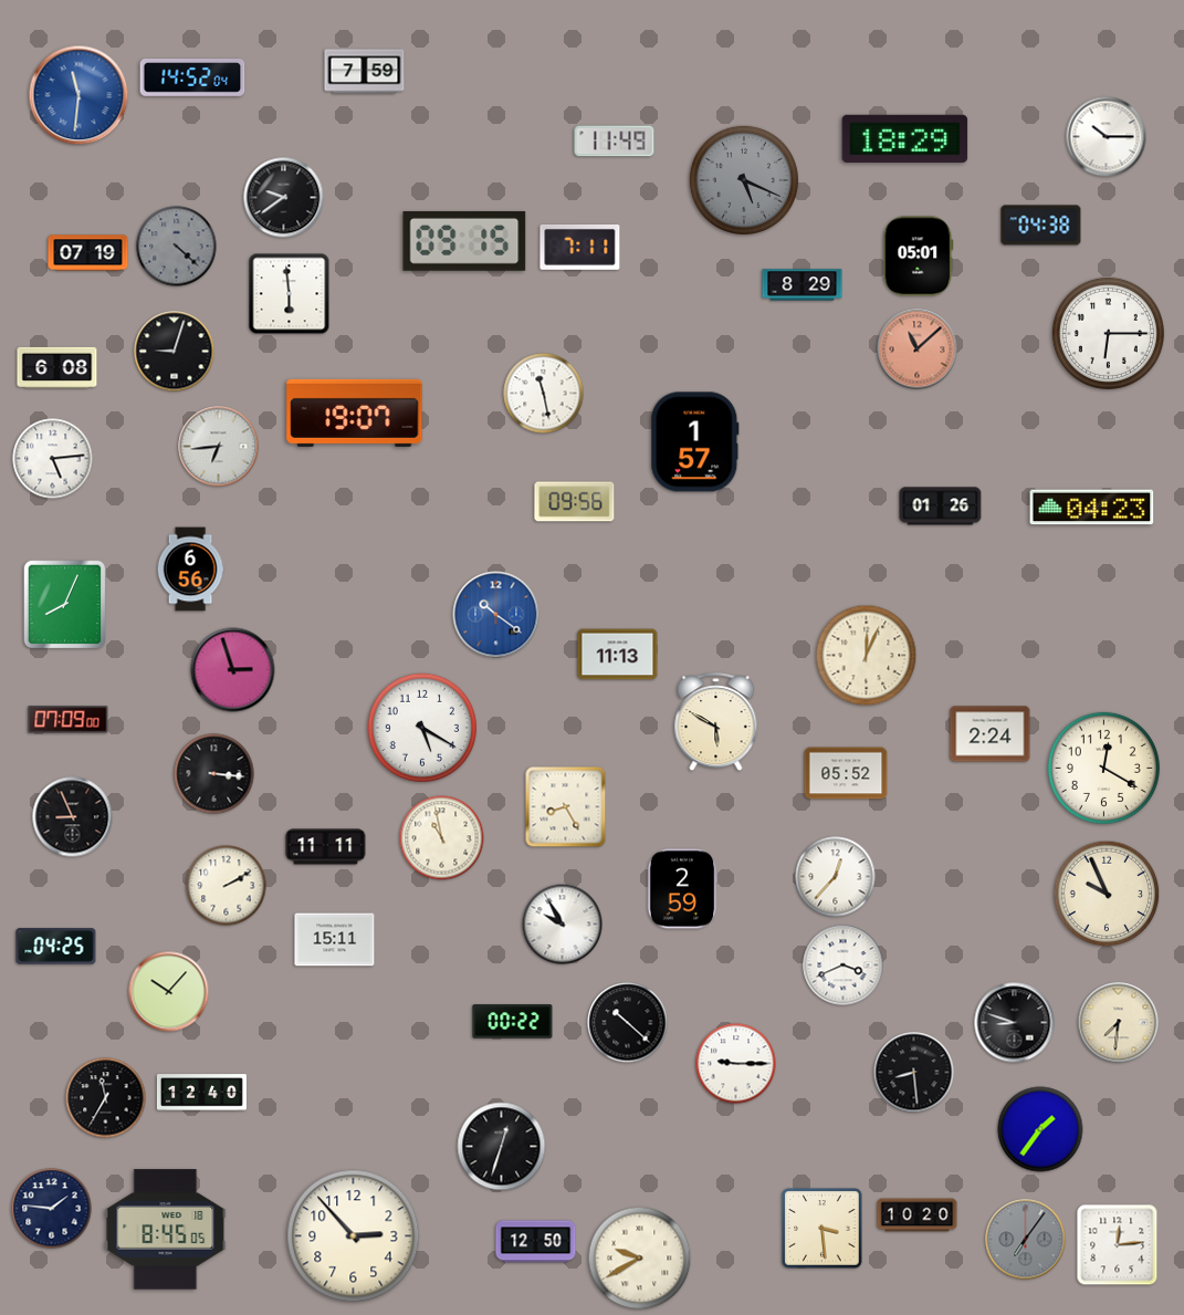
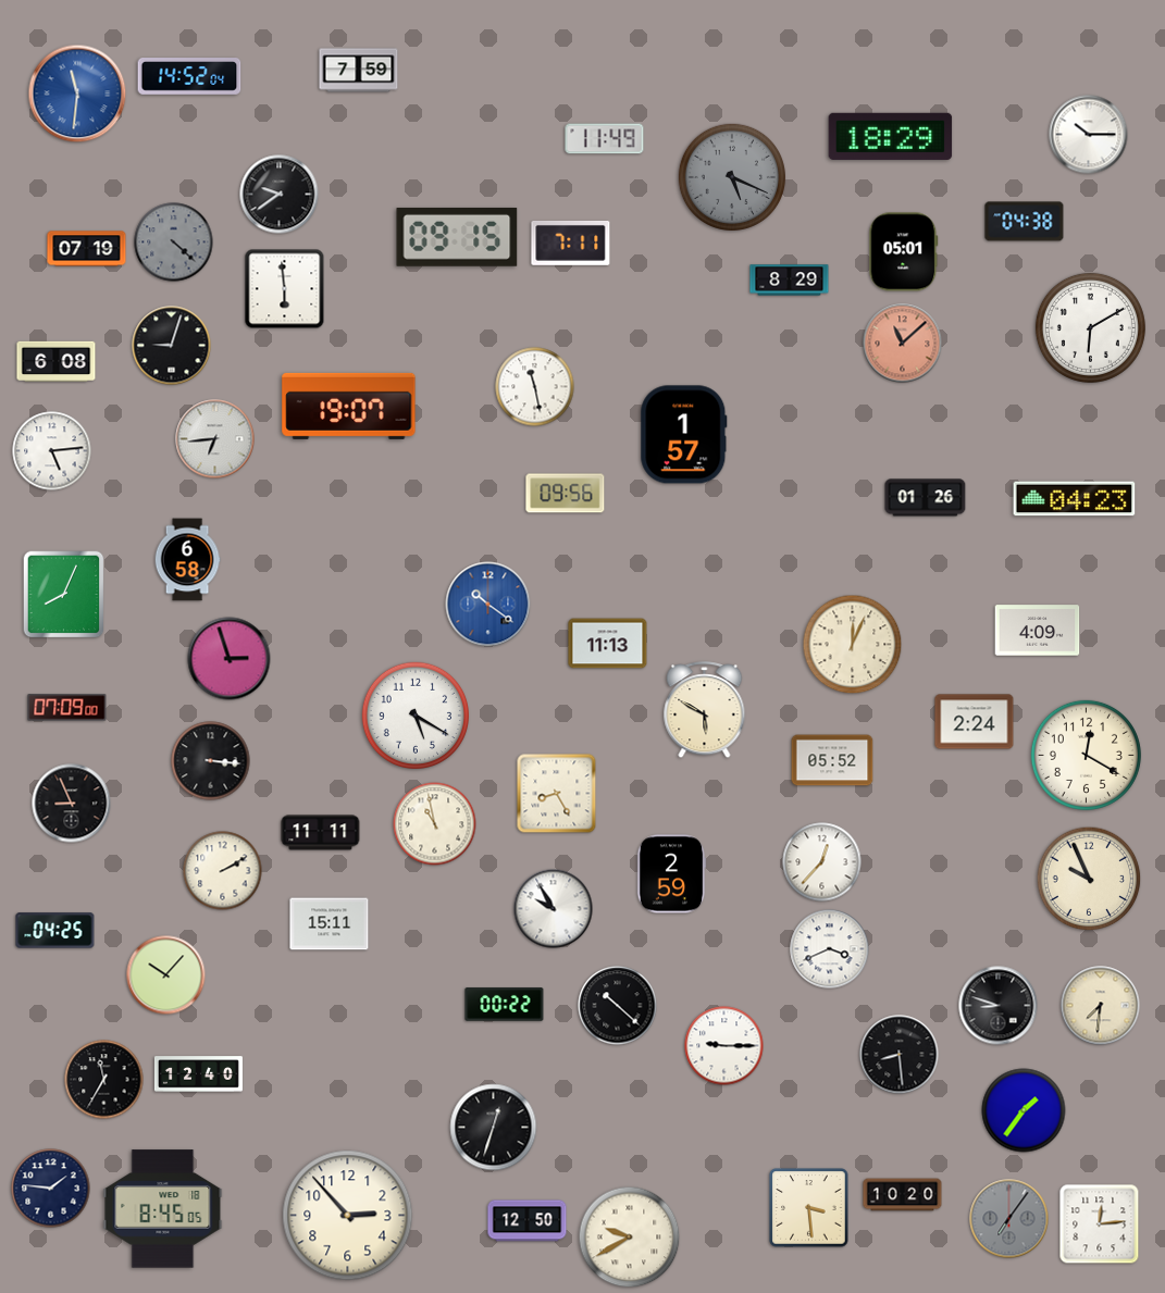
clock at (1108, 333): 6:15 -> 6:10
clock at (190, 570): 6:56 -> 6:58
clock at (1038, 631): none -> 4:09
